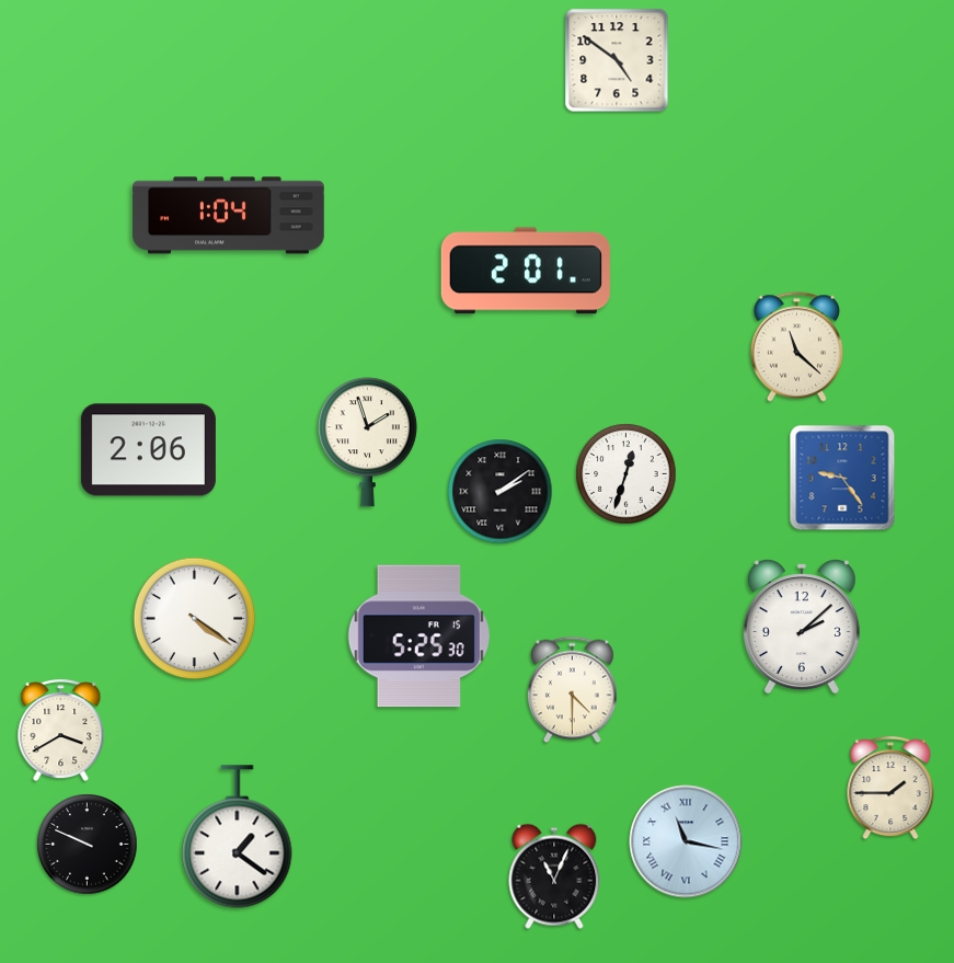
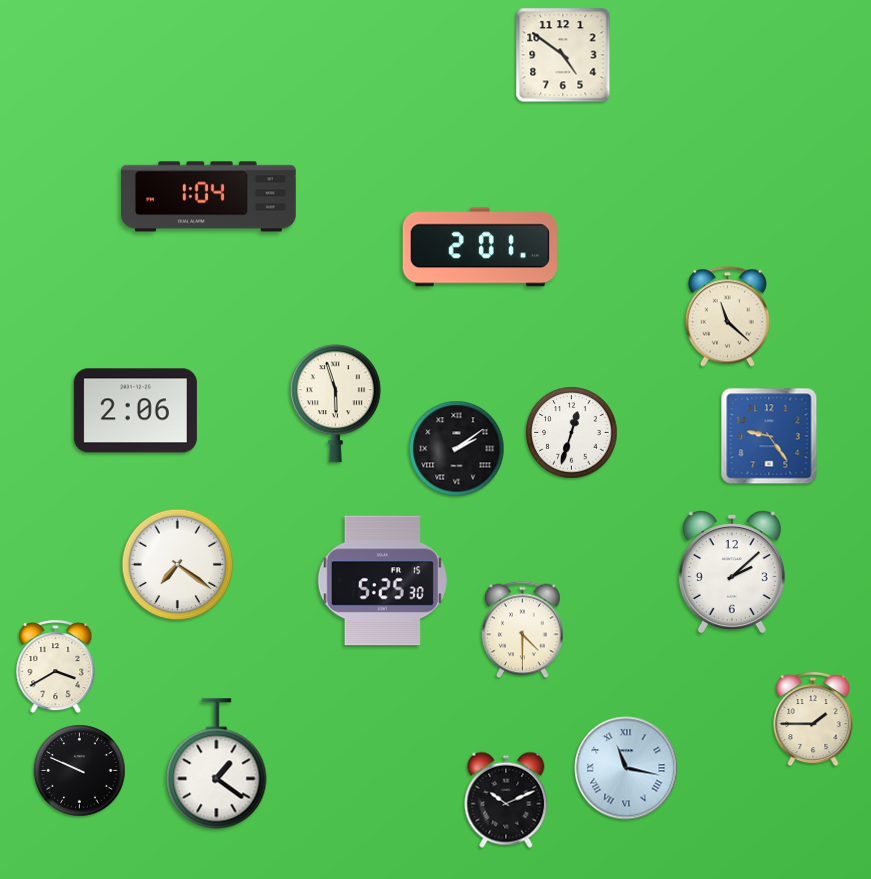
clock at (367, 443): 1:57 -> 5:57
clock at (195, 619): 4:21 -> 7:21
clock at (554, 876): 11:04 -> 10:11
